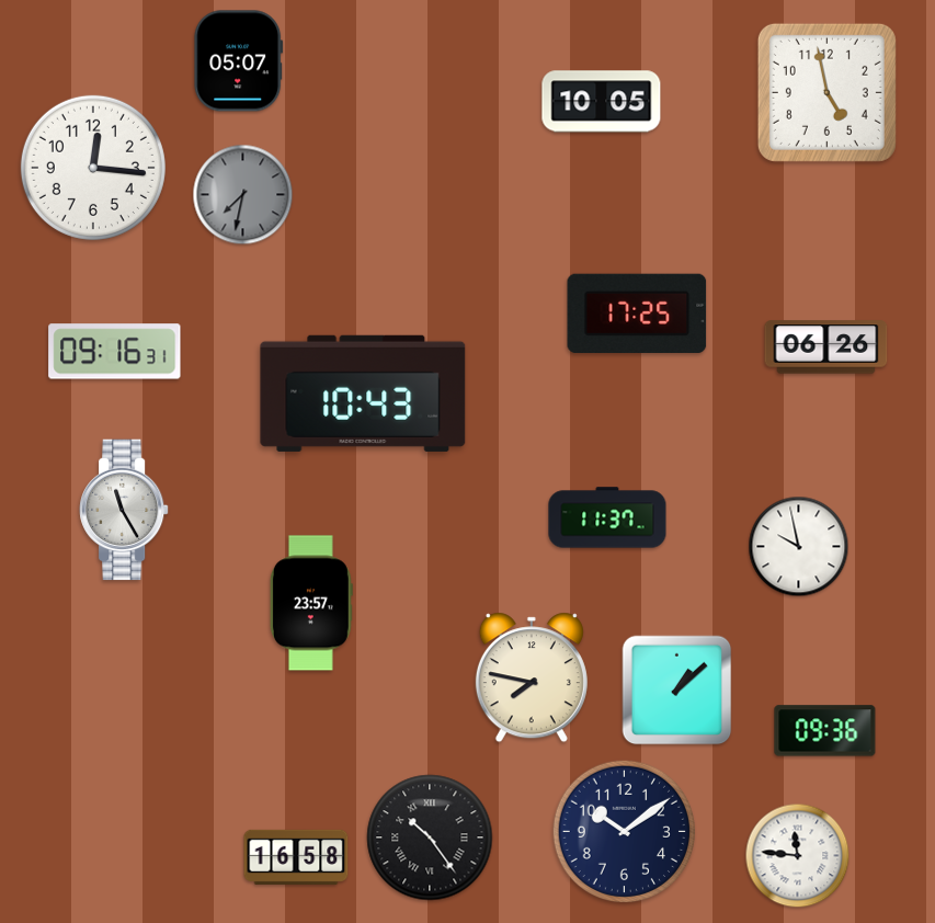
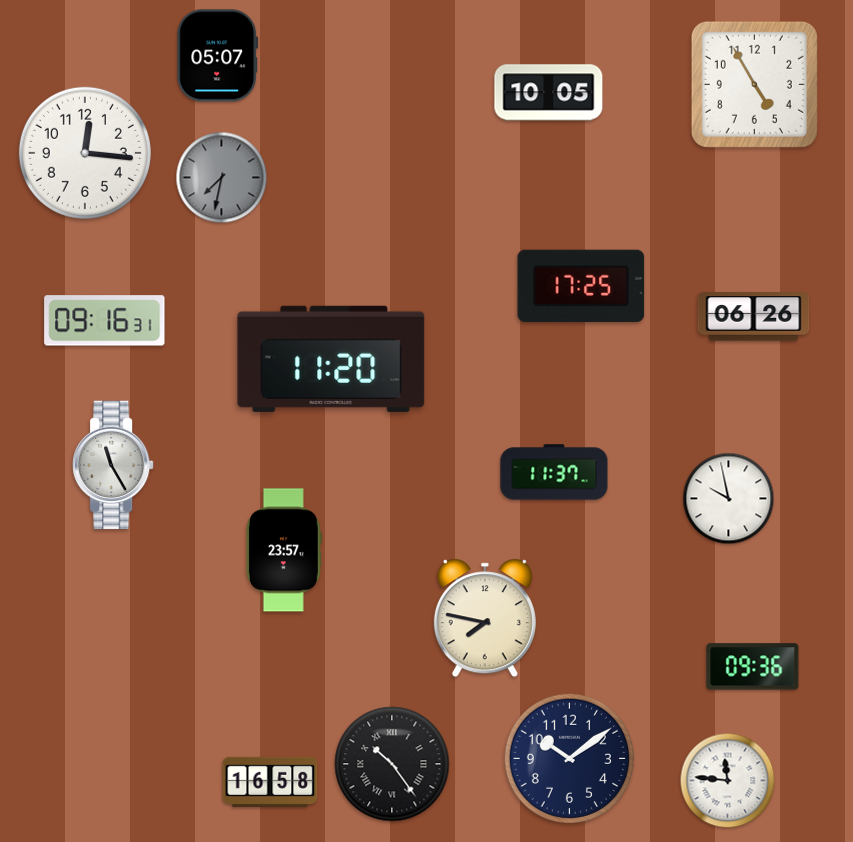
clock at (826, 92): 4:58 -> 4:55
clock at (363, 394): 10:43 -> 11:20
clock at (677, 691): 1:08 -> none
